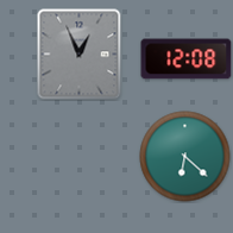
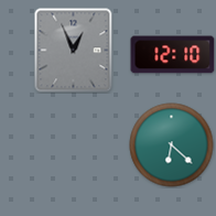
clock at (187, 59): 12:08 -> 12:10
